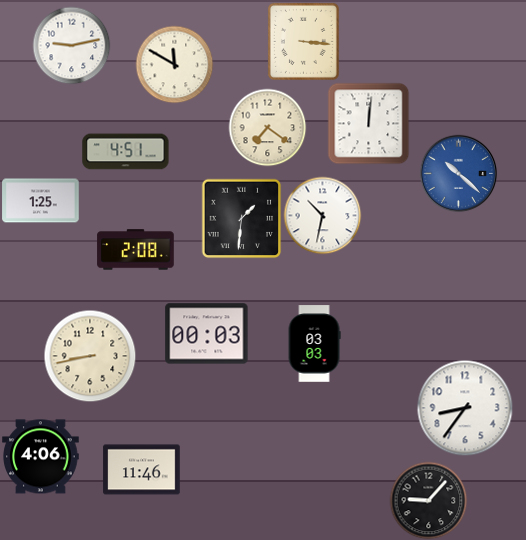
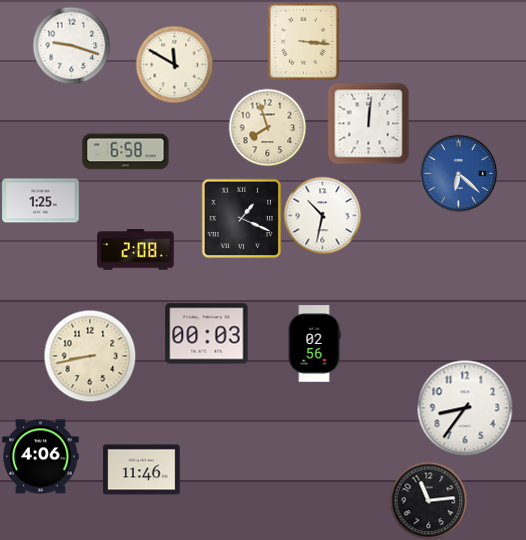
clock at (71, 45): 9:13 -> 9:18
clock at (267, 127): 7:21 -> 7:57
clock at (126, 152): 4:51 -> 6:58
clock at (458, 173): 10:22 -> 6:22
clock at (241, 218): 1:31 -> 1:19
clock at (314, 344): 03:03 -> 02:56
clock at (428, 500): 9:07 -> 11:14
